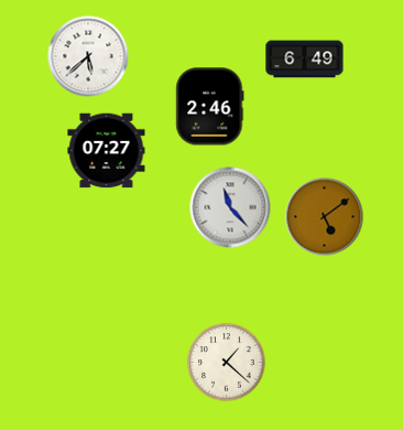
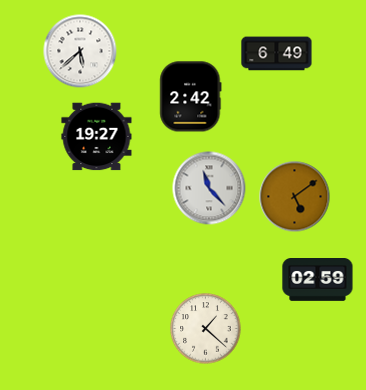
clock at (210, 107): 2:46 -> 2:42
clock at (107, 151): 07:27 -> 19:27
clock at (318, 280): none -> 02:59
